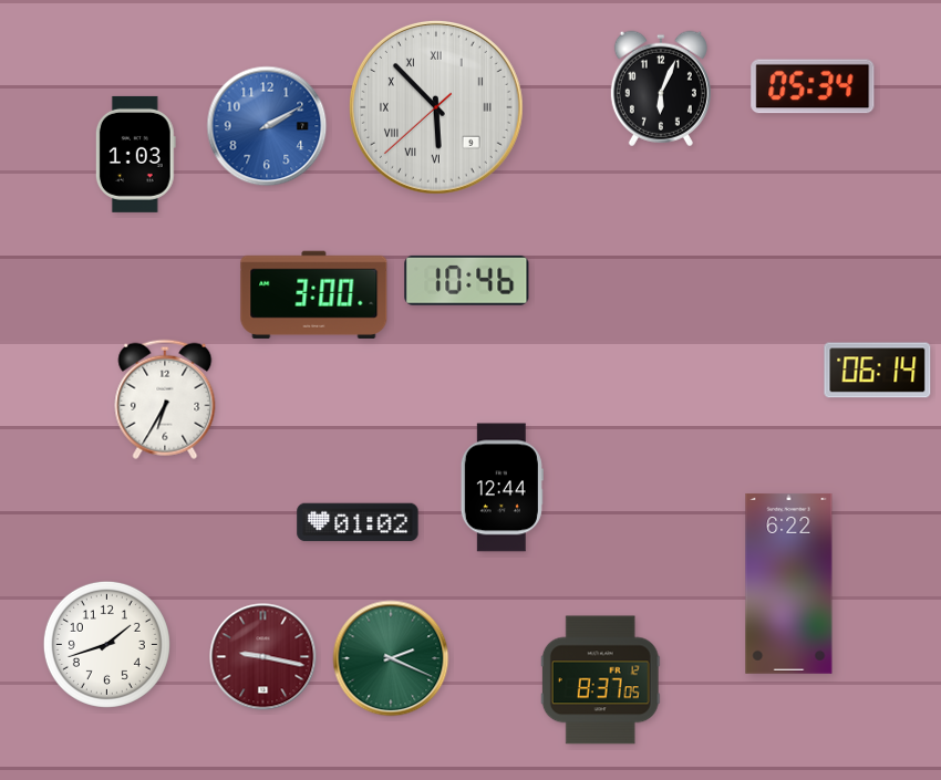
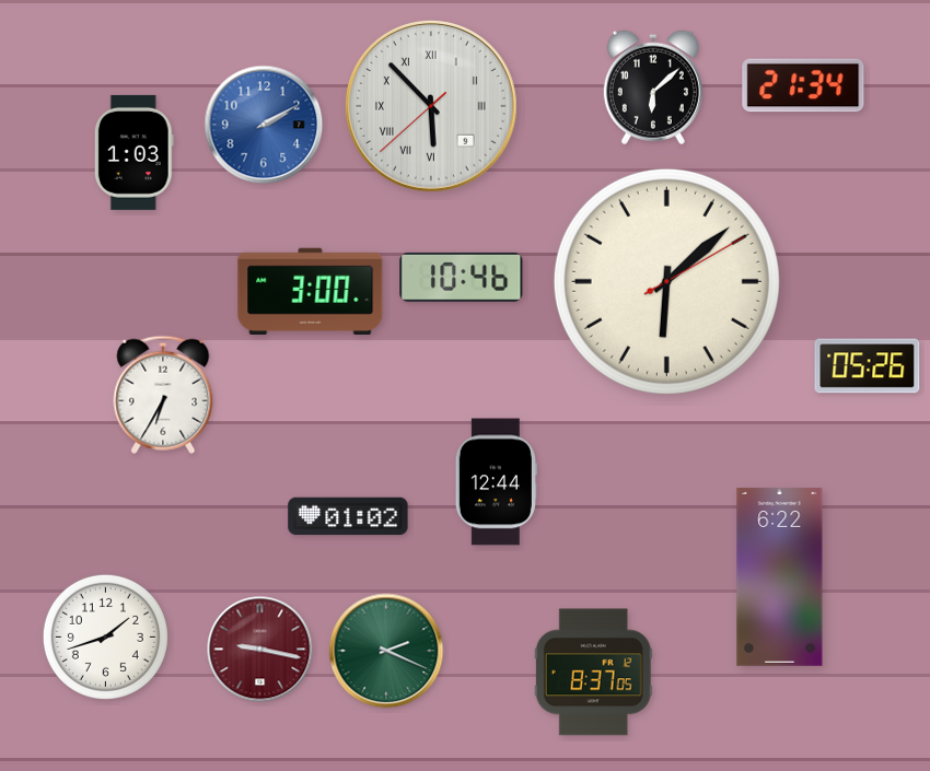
clock at (813, 86): 05:34 -> 21:34
clock at (661, 89): 6:04 -> 6:08
clock at (666, 281): none -> 6:08
clock at (878, 371): 06:14 -> 05:26
clock at (358, 522) position: (358, 522) -> (348, 516)
